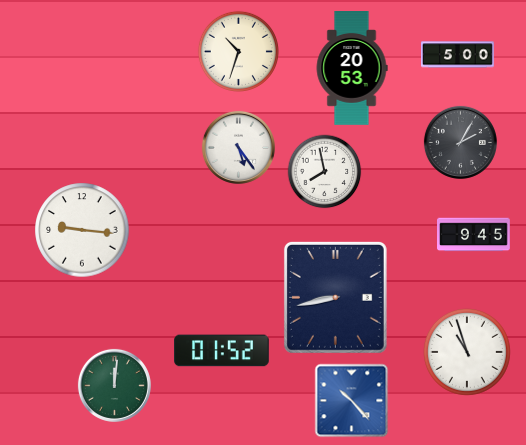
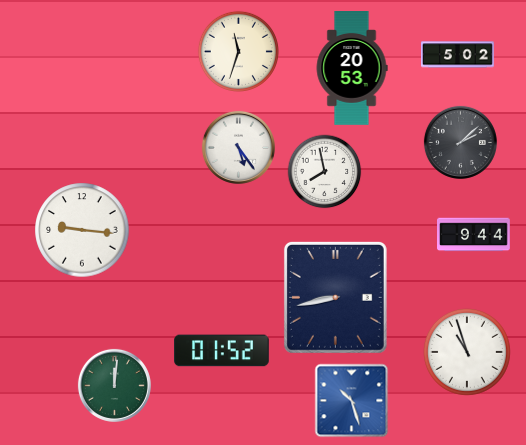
clock at (238, 51): 10:33 -> 11:33
clock at (458, 55): 5:00 -> 5:02
clock at (460, 142): 2:05 -> 2:08
clock at (474, 235): 9:45 -> 9:44
clock at (352, 401): 10:23 -> 10:27
